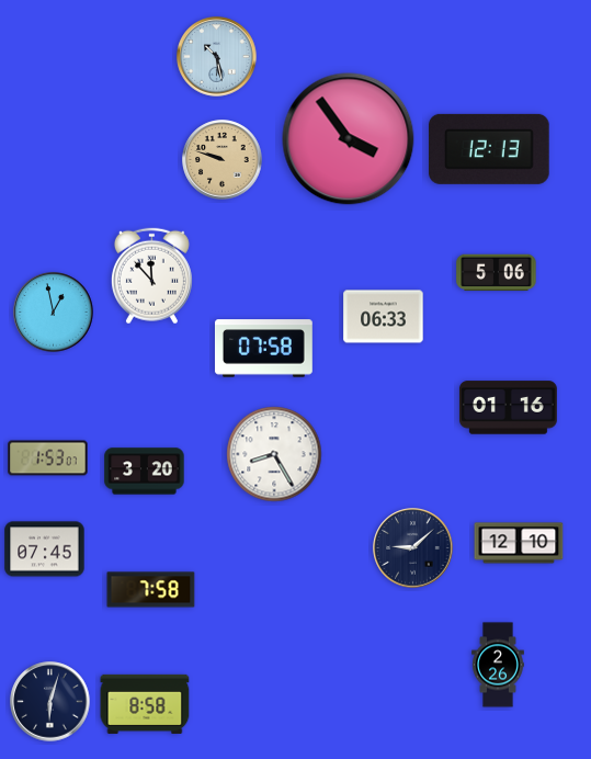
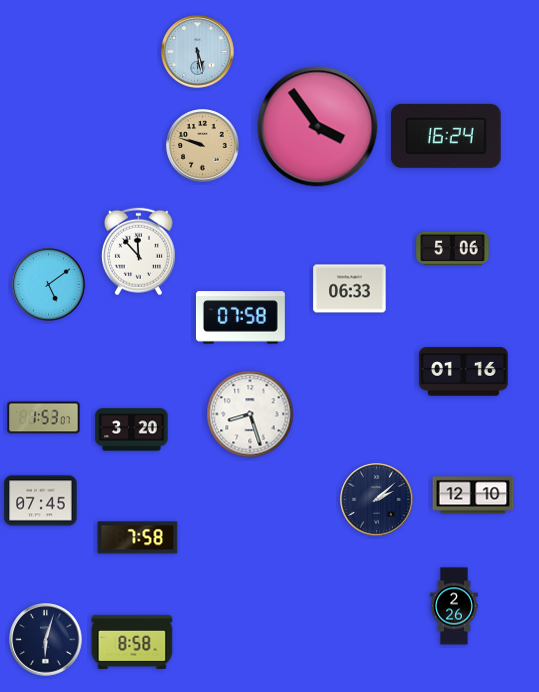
clock at (217, 57): 10:28 -> 5:28
clock at (490, 149): 12:13 -> 16:24
clock at (54, 313): 12:58 -> 5:09
clock at (274, 454): 8:25 -> 8:27
clock at (413, 548): 9:08 -> 2:08
